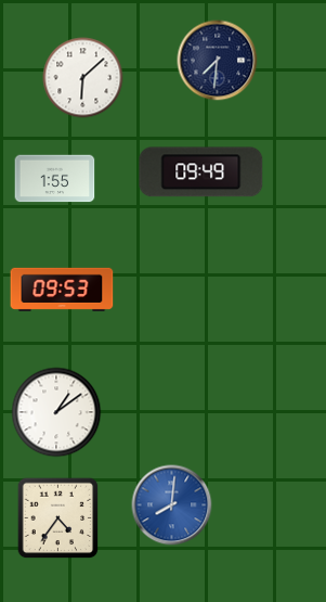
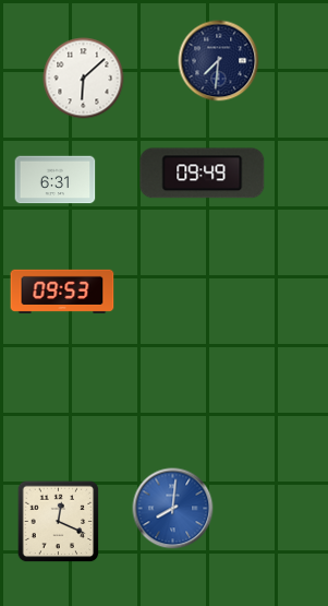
clock at (55, 179): 1:55 -> 6:31
clock at (56, 412): 1:09 -> none
clock at (58, 518): 4:36 -> 12:19
